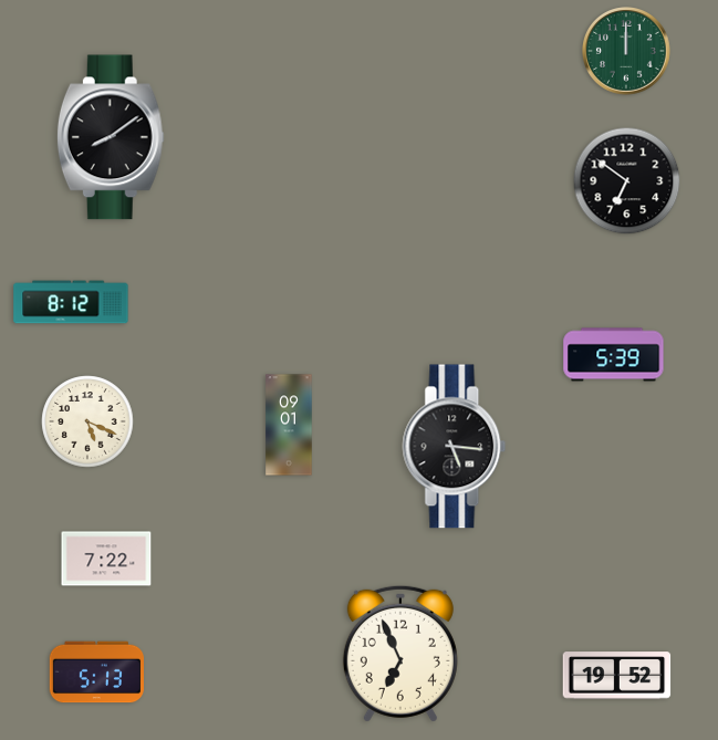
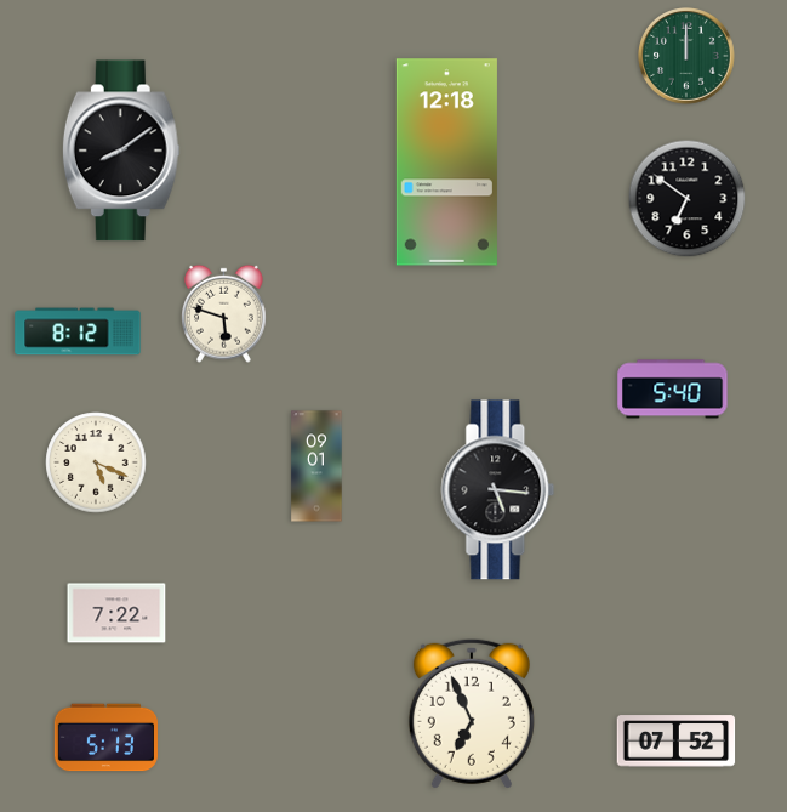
clock at (446, 163): none -> 12:18
clock at (224, 313): none -> 5:48
clock at (614, 355): 5:39 -> 5:40
clock at (400, 654) position: (400, 654) -> (472, 714)
clock at (617, 676): 19:52 -> 07:52
